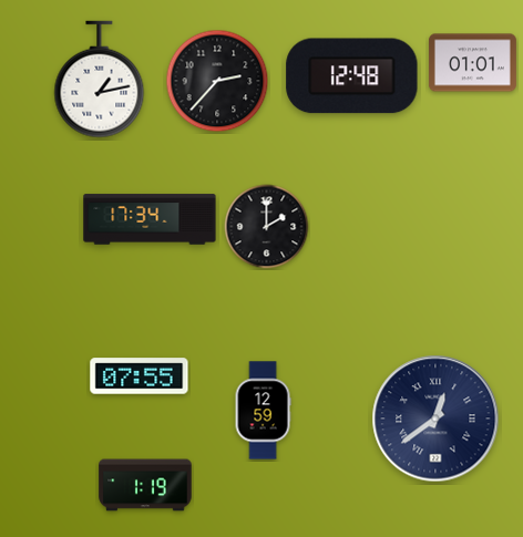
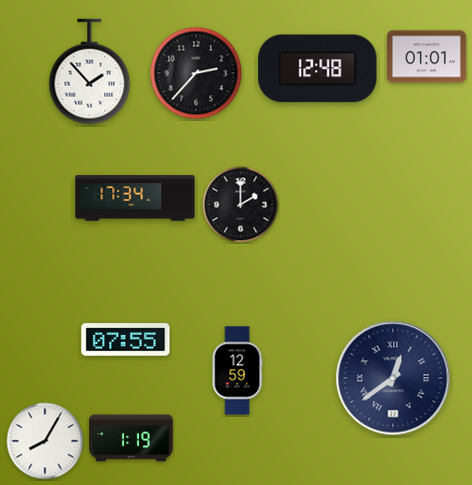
clock at (100, 80): 1:13 -> 1:53
clock at (45, 441): none -> 8:05
